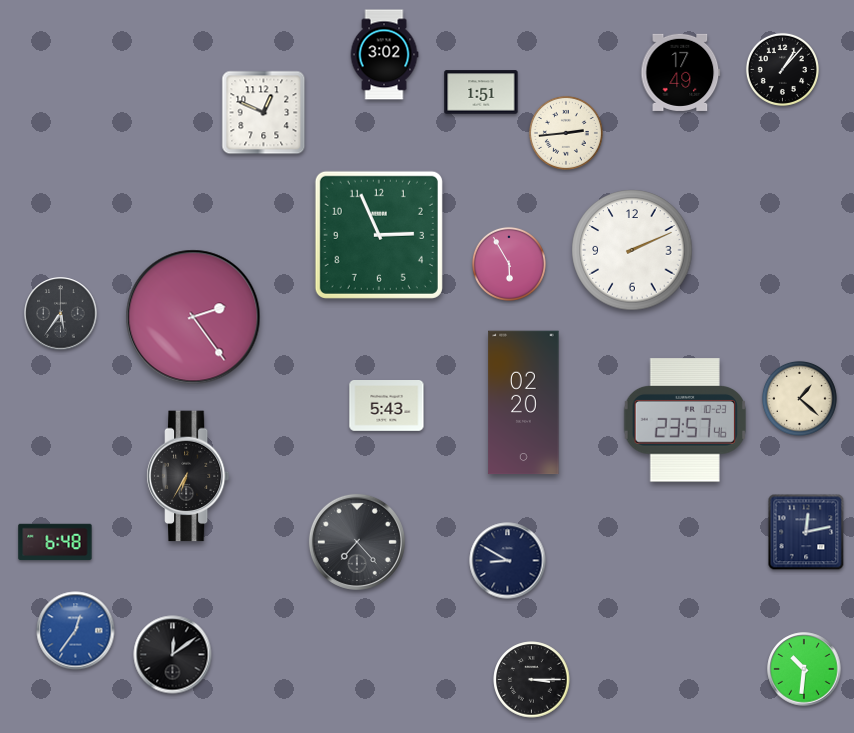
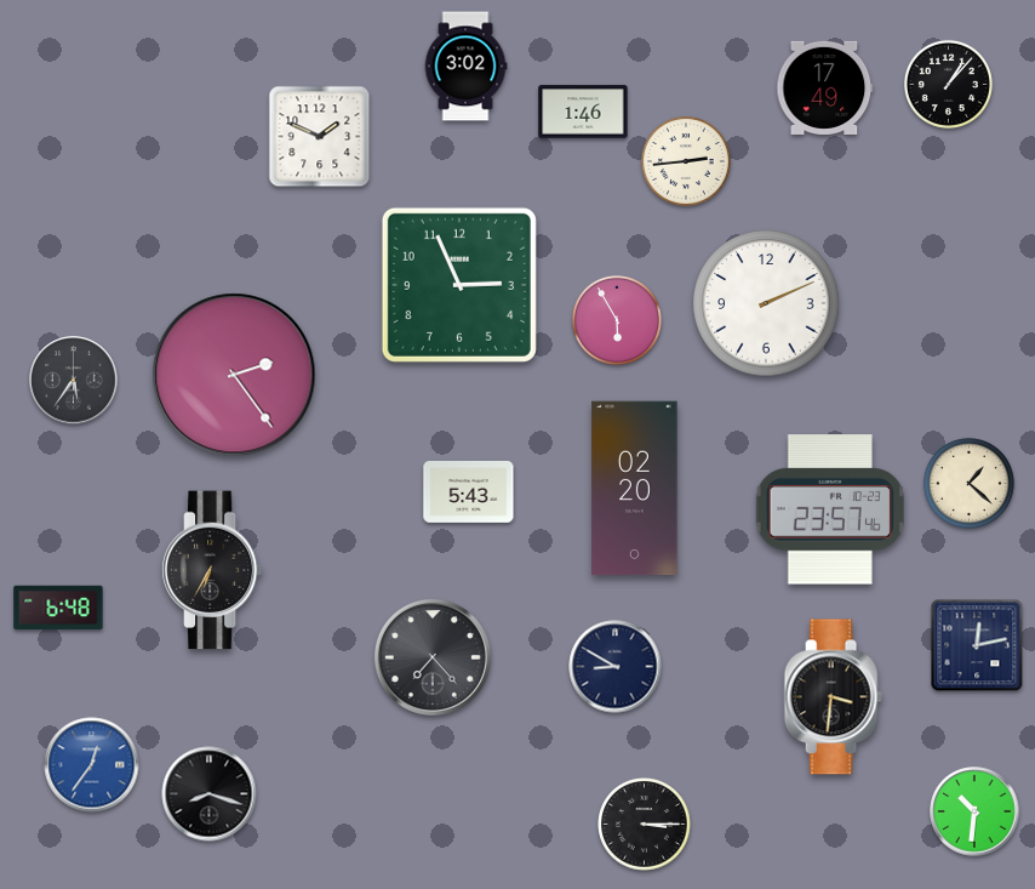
clock at (481, 92): 1:51 -> 1:46
clock at (264, 113): 12:49 -> 1:49
clock at (193, 317) position: (193, 317) -> (234, 375)
clock at (188, 476) position: (188, 476) -> (212, 570)
clock at (55, 542) position: (55, 542) -> (58, 608)
clock at (508, 561) position: (508, 561) -> (616, 667)
clock at (833, 697): none -> 3:31
clock at (173, 655): 12:09 -> 8:18
